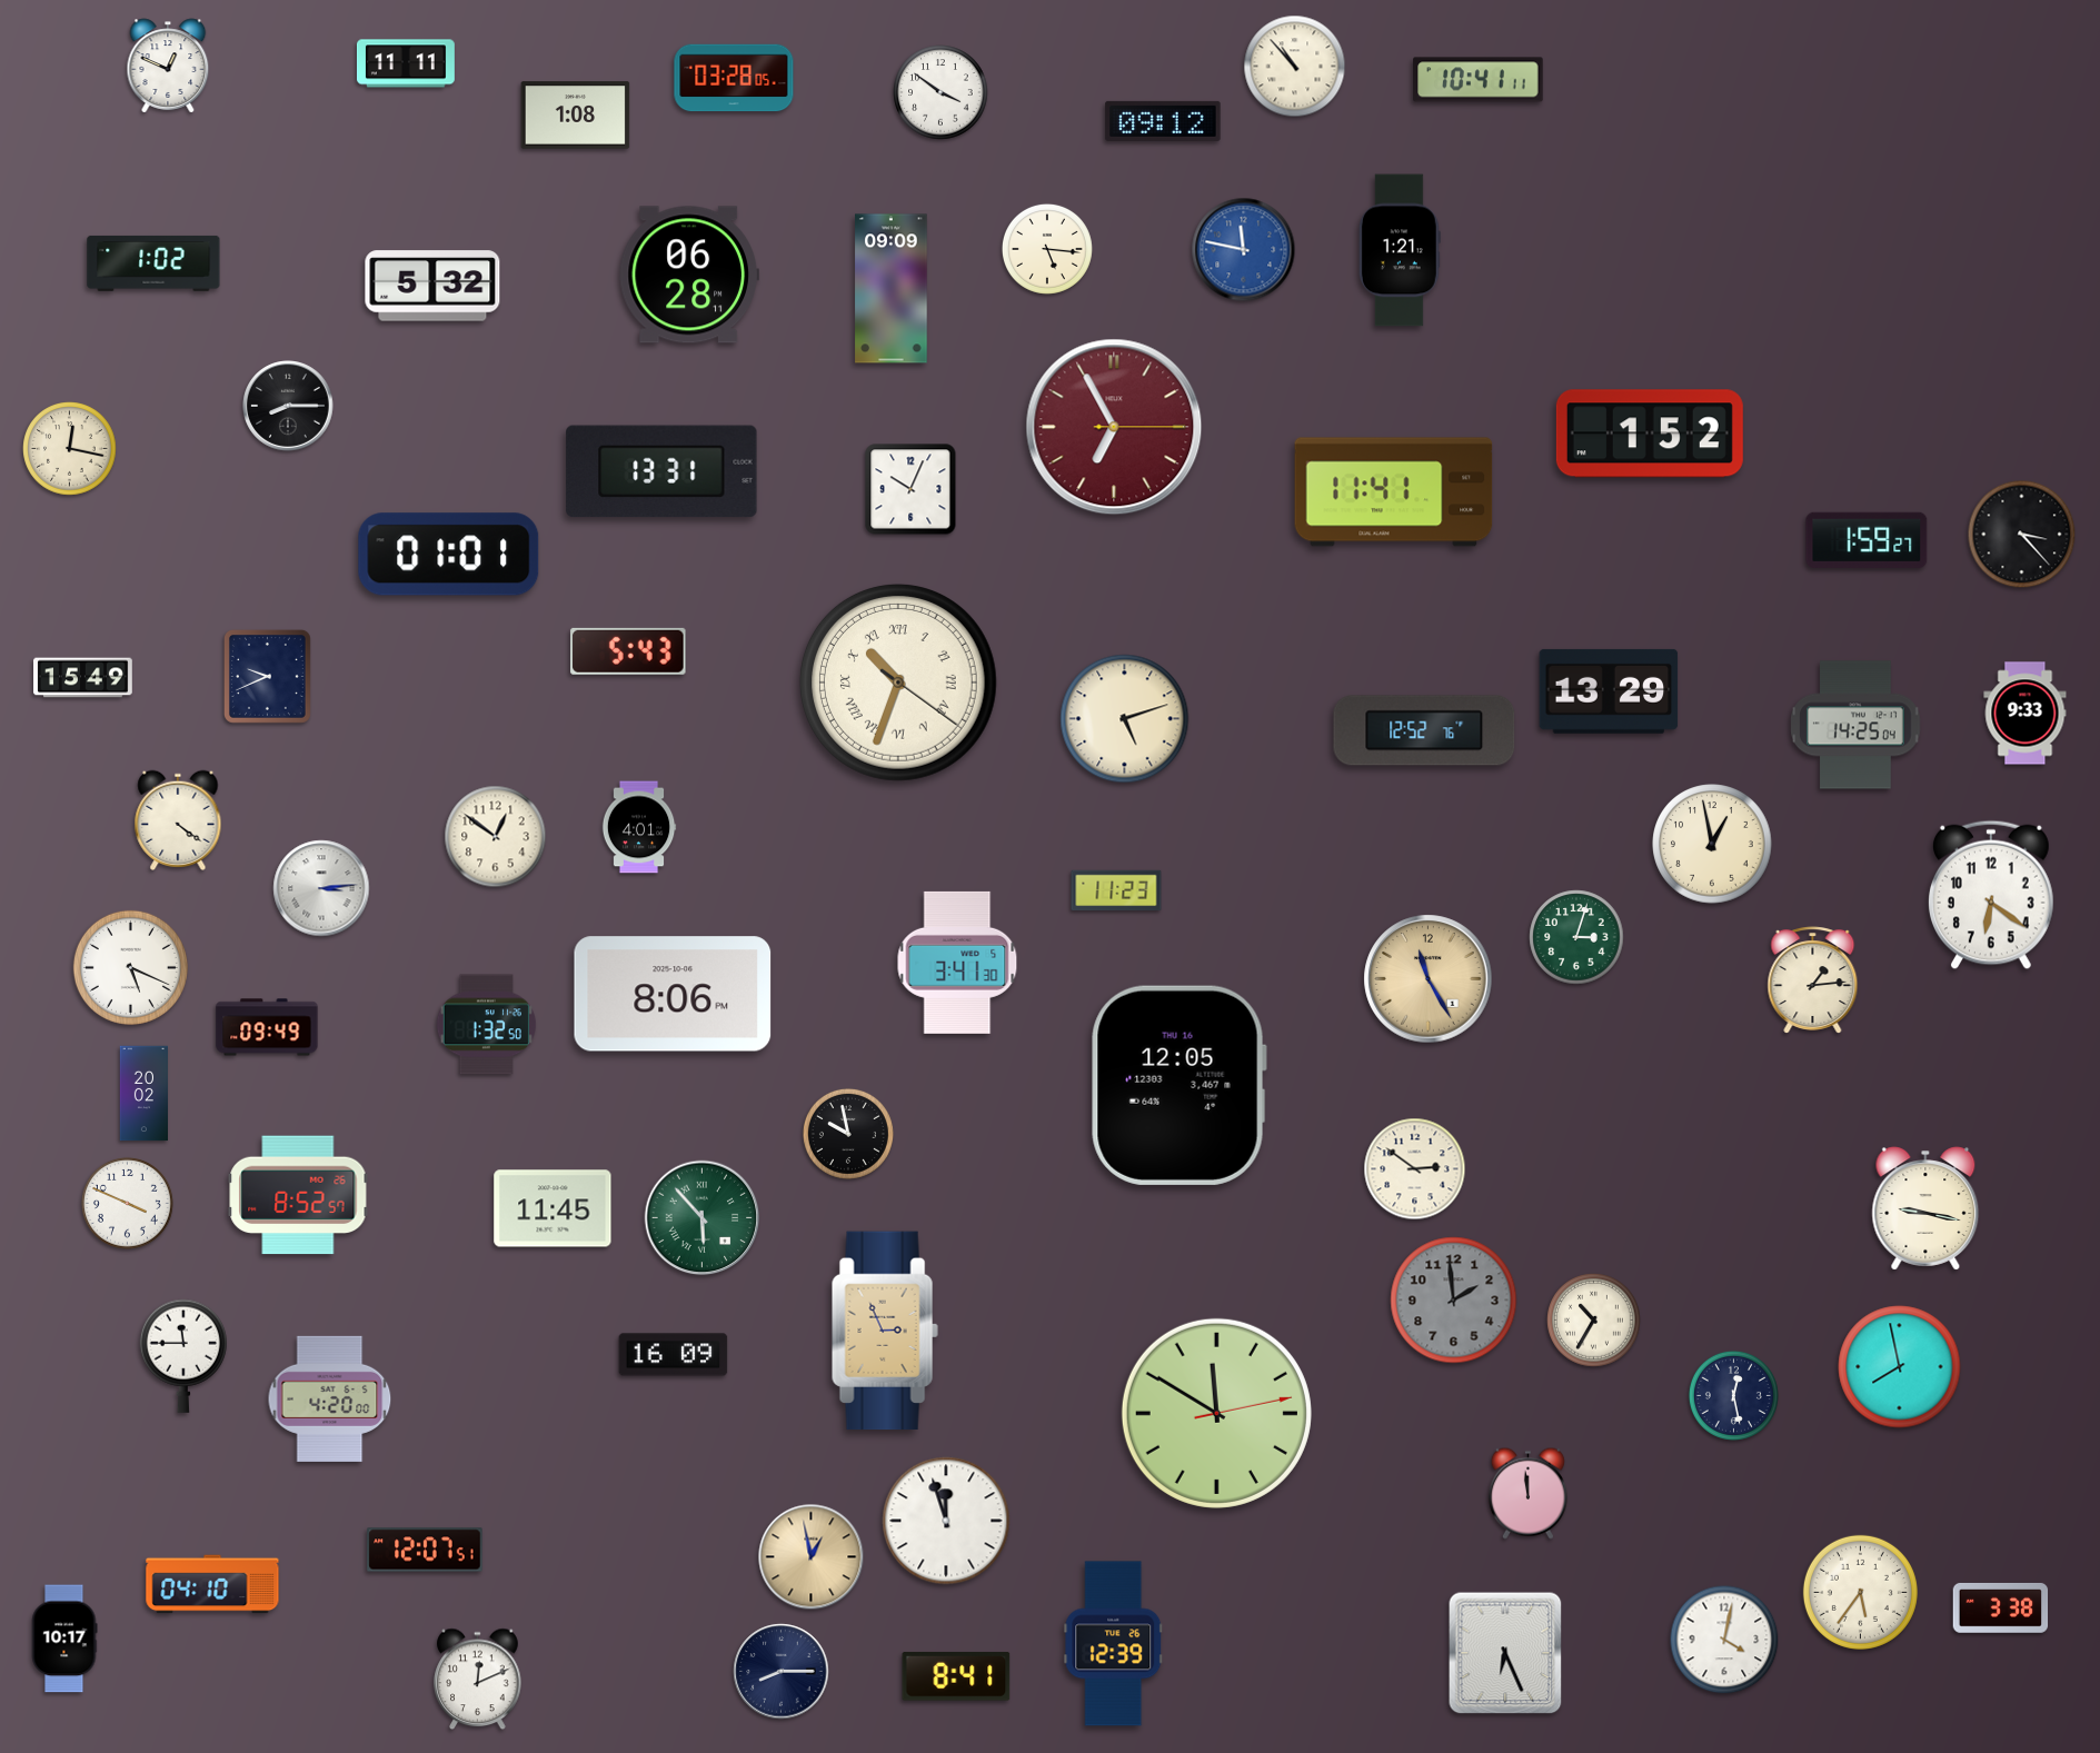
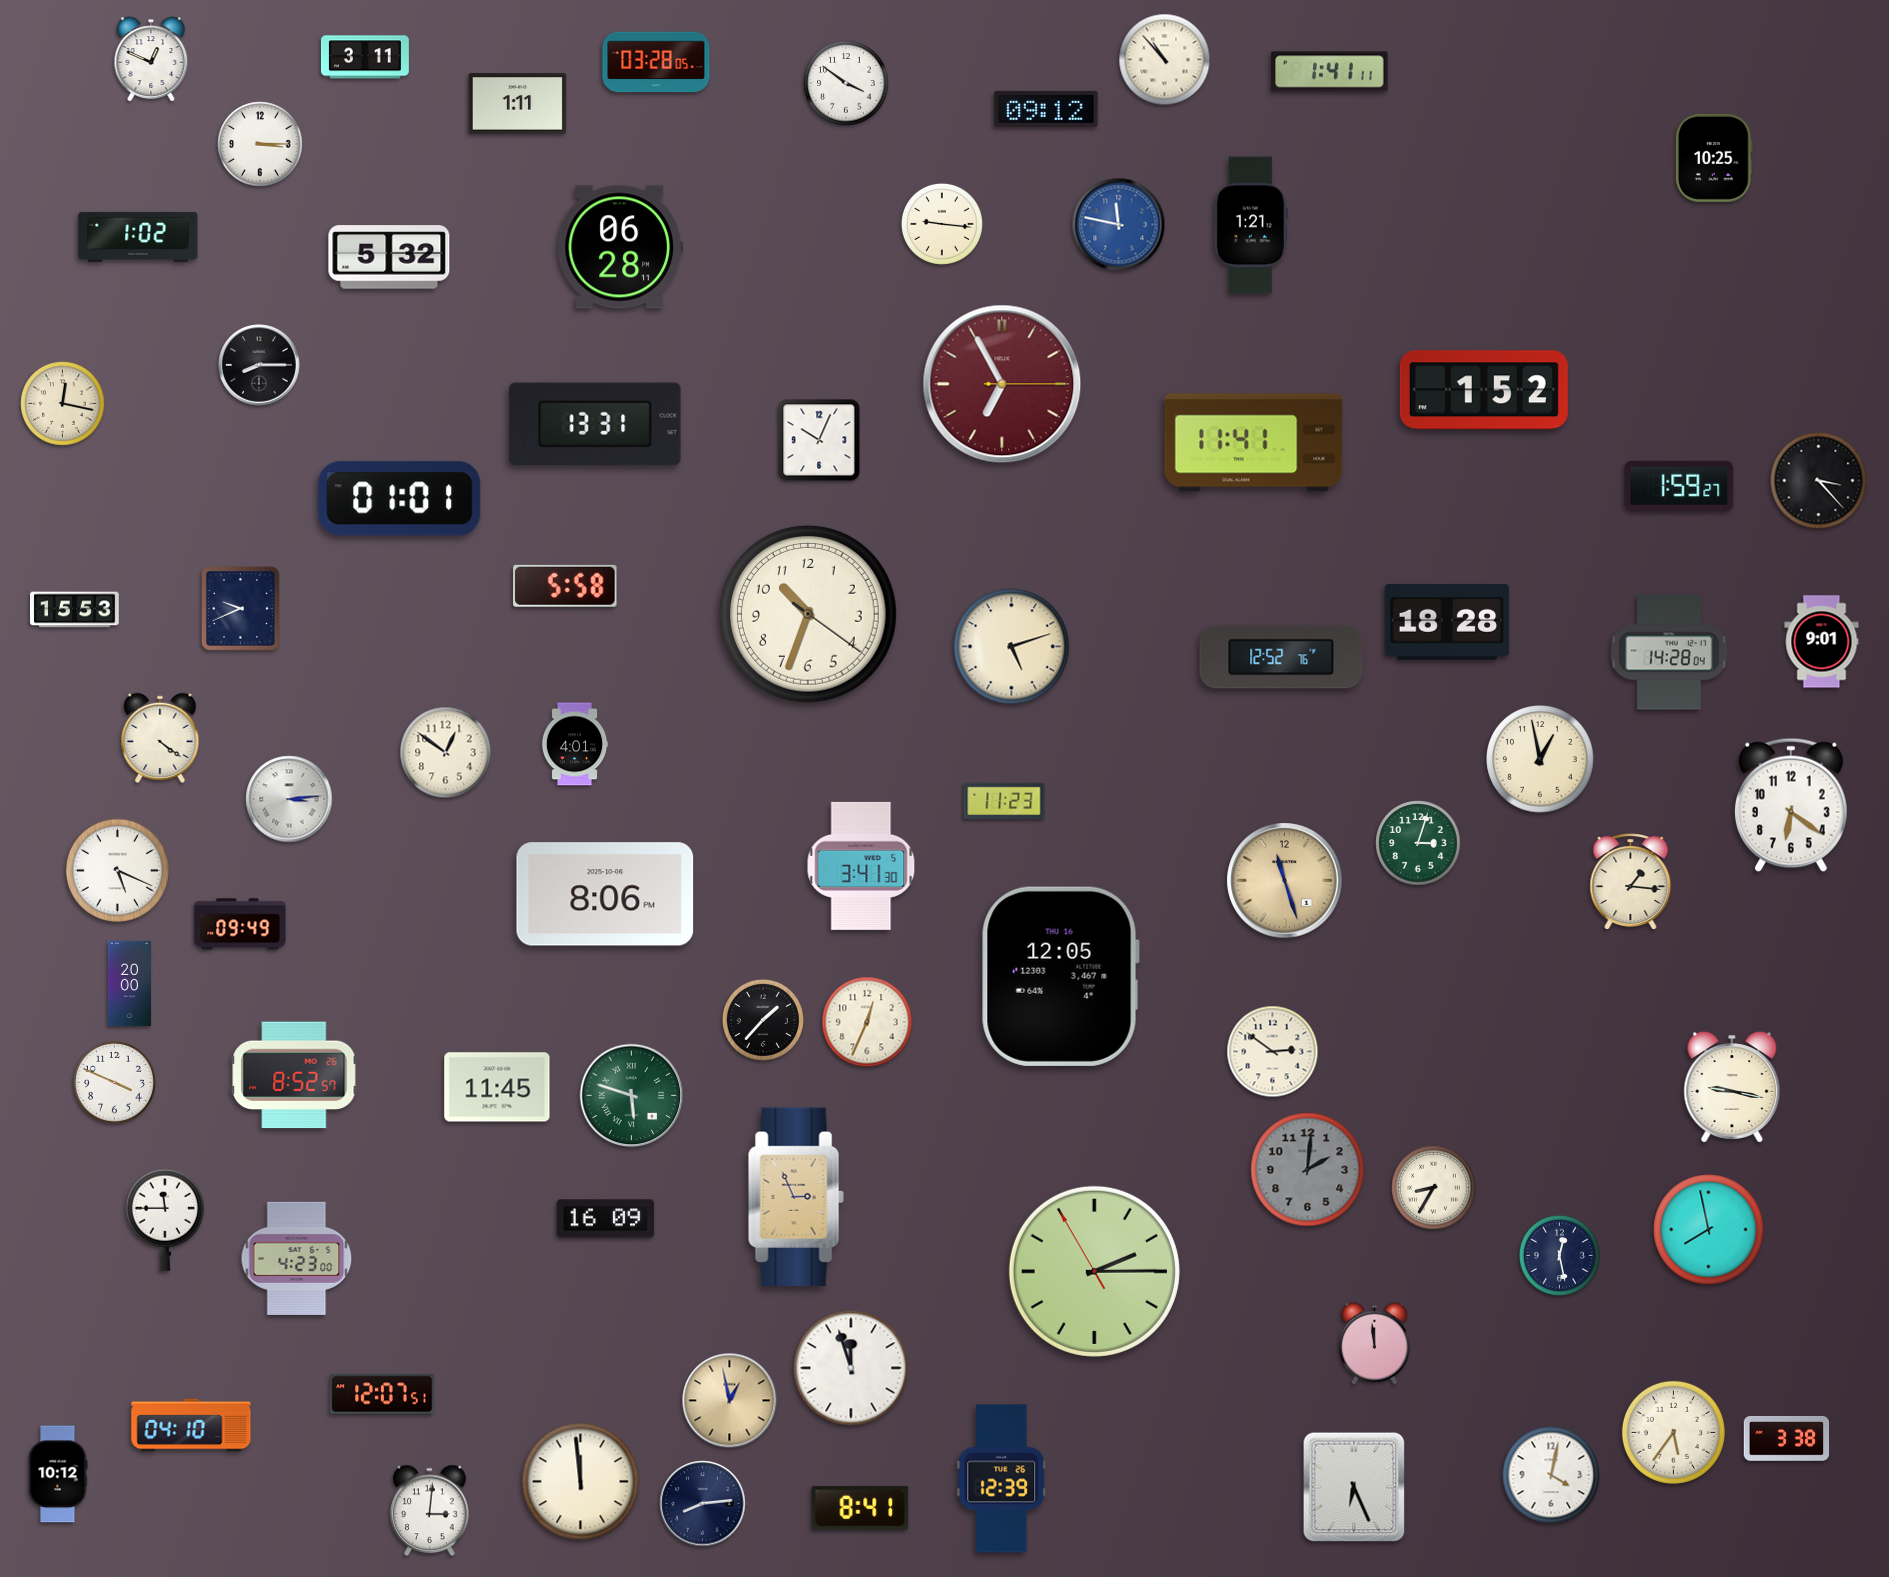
clock at (406, 63): 11:11 -> 3:11
clock at (734, 78) position: (734, 78) -> (656, 62)
clock at (1479, 80): 10:41 -> 1:41
clock at (576, 116): 1:08 -> 1:11
clock at (260, 144): none -> 3:15
clock at (1714, 158): none -> 10:25
clock at (1047, 249): 5:16 -> 9:16
clock at (1400, 250) position: (1400, 250) -> (1251, 225)
clock at (892, 289): 09:09 -> none
clock at (449, 555) position: (449, 555) -> (400, 499)
clock at (628, 651): 5:43 -> 5:58
clock at (83, 678): 15:49 -> 15:53
clock at (898, 683) numerals: Roman -> Arabic
clock at (1609, 691): 13:29 -> 18:28
clock at (2026, 714): 9:33 -> 9:01
clock at (1855, 725): 14:25 -> 14:28
clock at (1429, 979): 11:25 -> 11:27
clock at (1813, 980): 1:14 -> 1:16
clock at (486, 1025): 1:32 -> none
clock at (143, 1094): 20:02 -> 20:00
clock at (848, 1134): 9:58 -> 1:37
clock at (867, 1022): none -> 12:34
clock at (298, 1195) position: (298, 1195) -> (294, 1075)
clock at (703, 1218): 5:53 -> 5:48
clock at (1454, 1301): 1:59 -> 2:01
clock at (1594, 1321): 10:35 -> 8:35
clock at (330, 1398): 4:20 -> 4:23
clock at (1216, 1413): 11:50 -> 2:14
clock at (2001, 1607) position: (2001, 1607) -> (1787, 1438)
clock at (64, 1639): 10:17 -> 10:12
clock at (581, 1482): none -> 11:59
clock at (782, 1672): 8:15 -> 8:14
clock at (478, 1680): 12:11 -> 3:01
